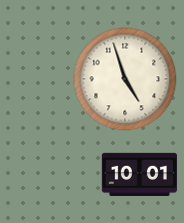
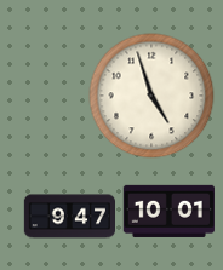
clock at (69, 217): none -> 9:47
